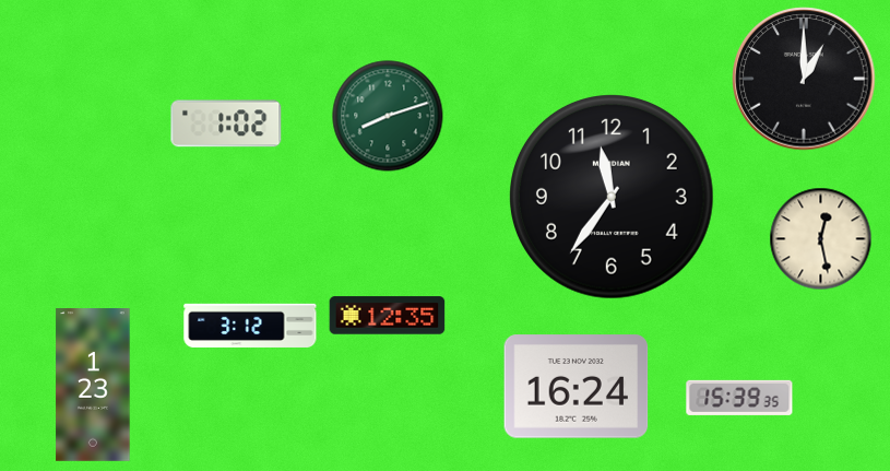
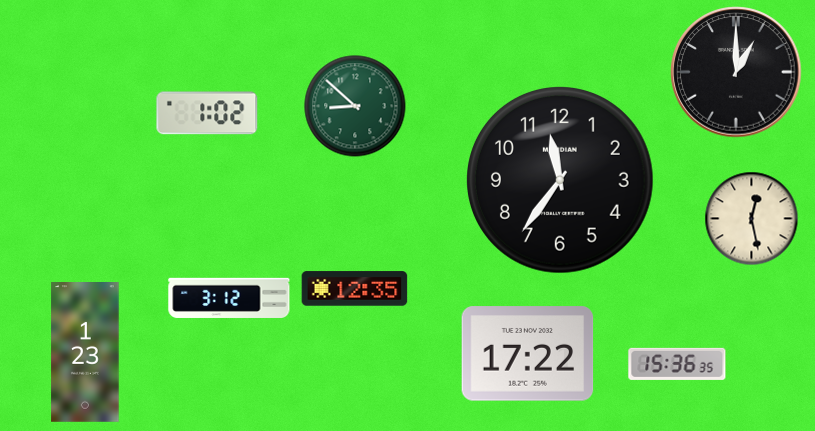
clock at (388, 116): 8:12 -> 8:52
clock at (577, 387): 16:24 -> 17:22
clock at (739, 398): 15:39 -> 15:36
